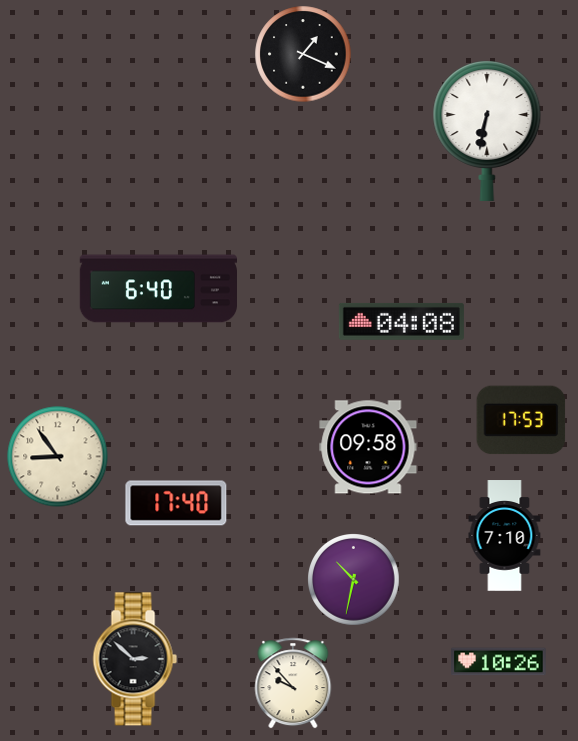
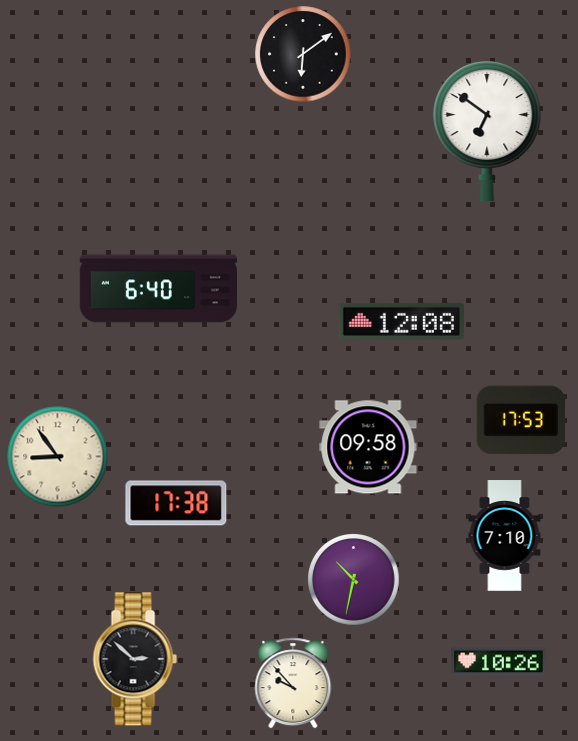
clock at (303, 54): 1:19 -> 6:09
clock at (487, 131): 6:32 -> 6:51
clock at (401, 321): 04:08 -> 12:08
clock at (176, 503): 17:40 -> 17:38
